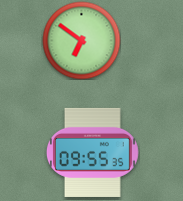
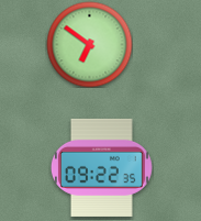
clock at (92, 152): 09:55 -> 09:22
